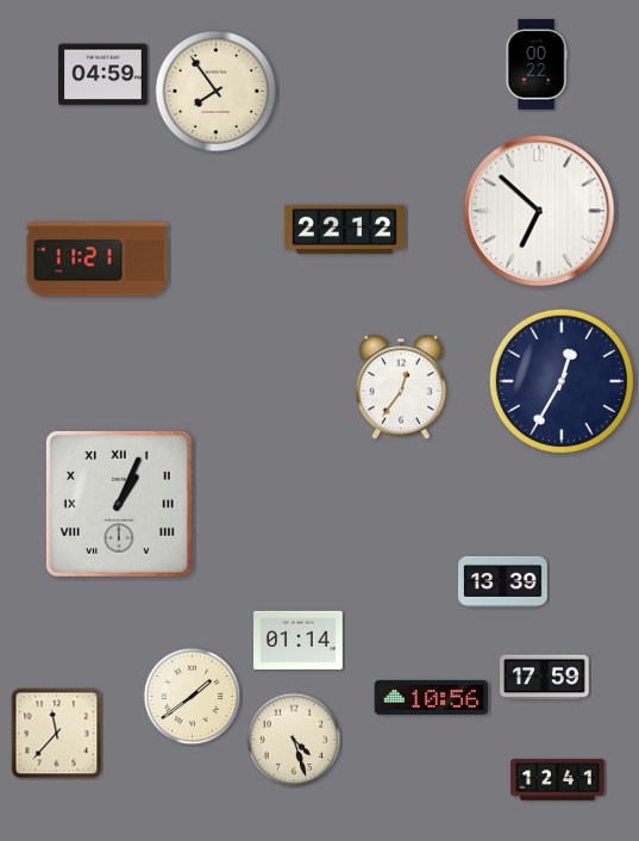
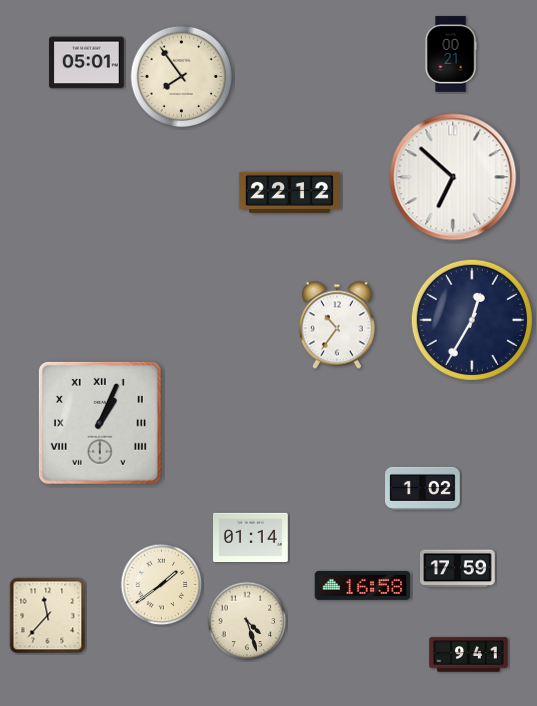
clock at (537, 64): 00:22 -> 00:21
clock at (104, 75): 04:59 -> 05:01
clock at (98, 260): 11:21 -> none
clock at (401, 387): 12:36 -> 10:36
clock at (503, 581): 13:39 -> 1:02
clock at (432, 697): 10:56 -> 16:58
clock at (558, 780): 12:41 -> 9:41
